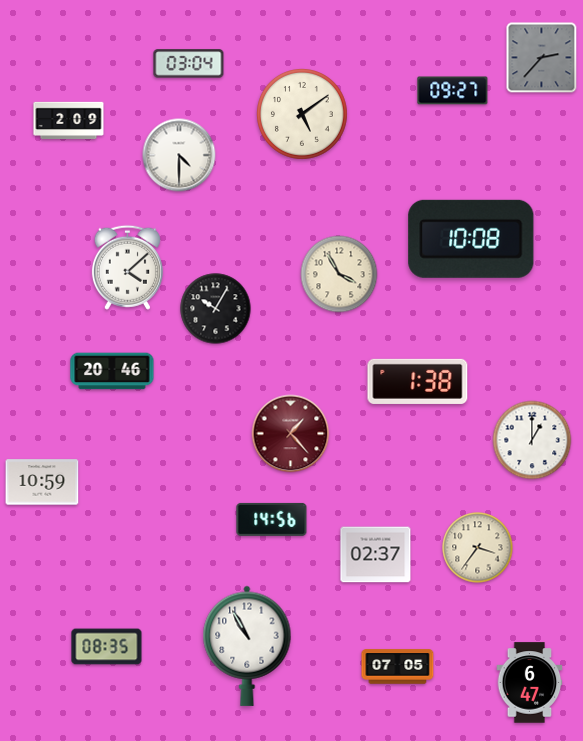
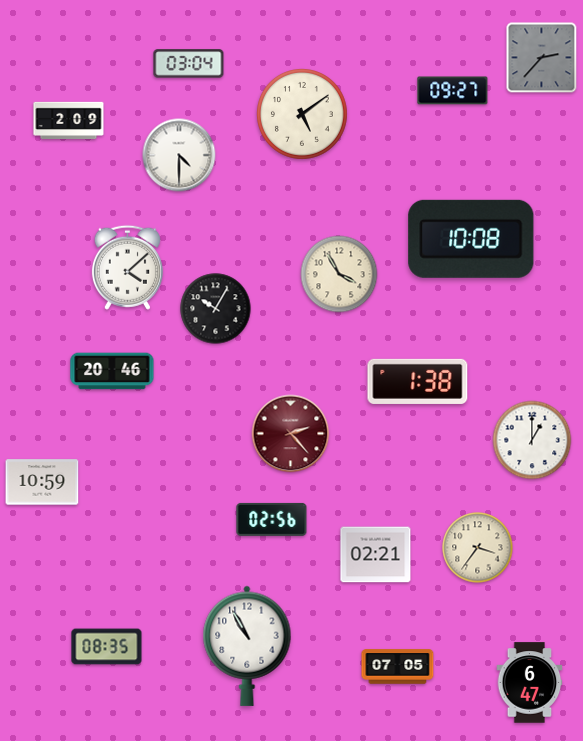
clock at (291, 434): 1:23 -> 2:23
clock at (272, 519): 14:56 -> 02:56
clock at (376, 555): 02:37 -> 02:21
